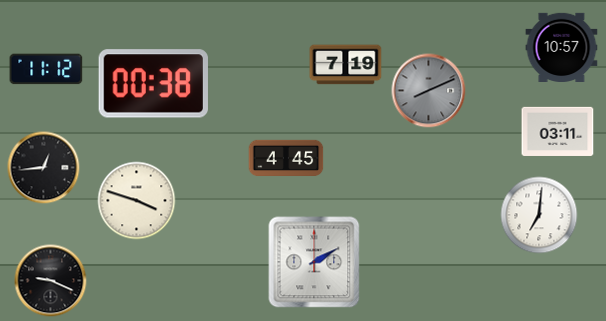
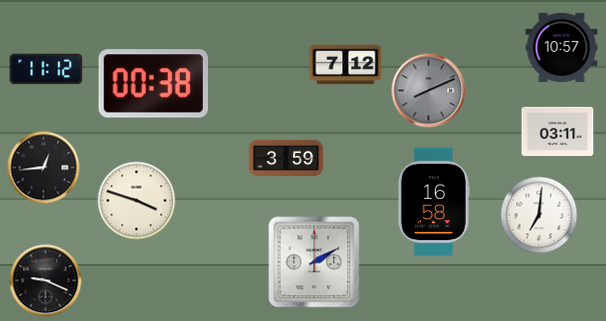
clock at (346, 65): 7:19 -> 7:12
clock at (286, 158): 4:45 -> 3:59
clock at (433, 202): none -> 16:58
clock at (51, 281) position: (51, 281) -> (46, 281)
